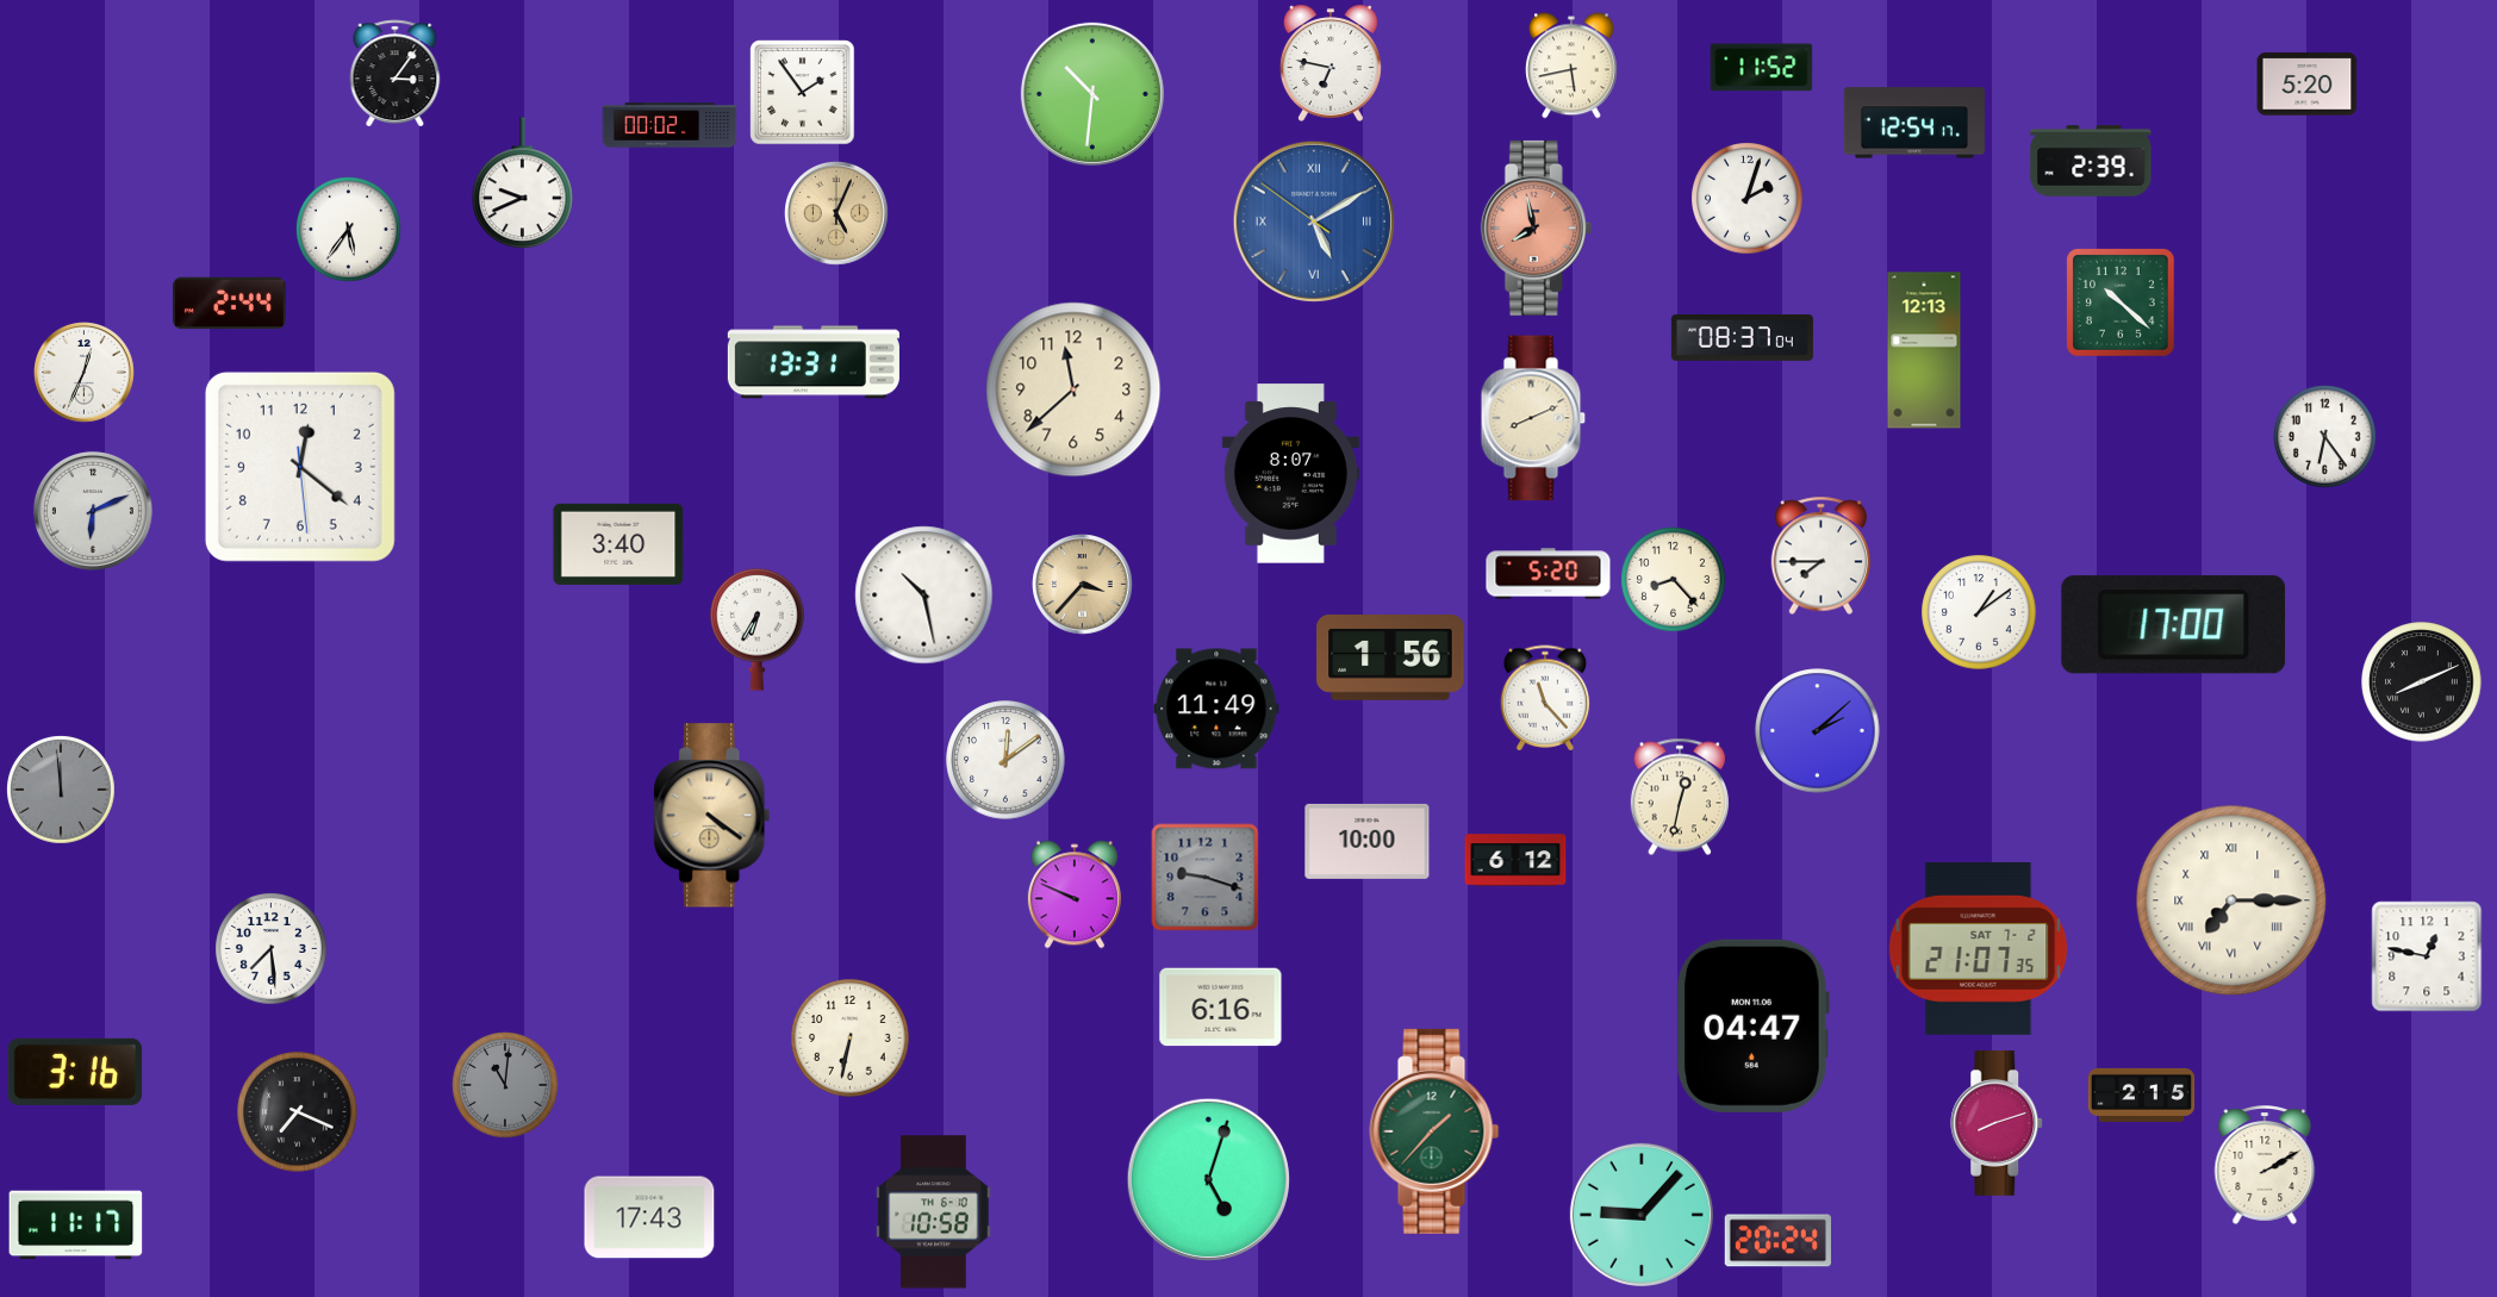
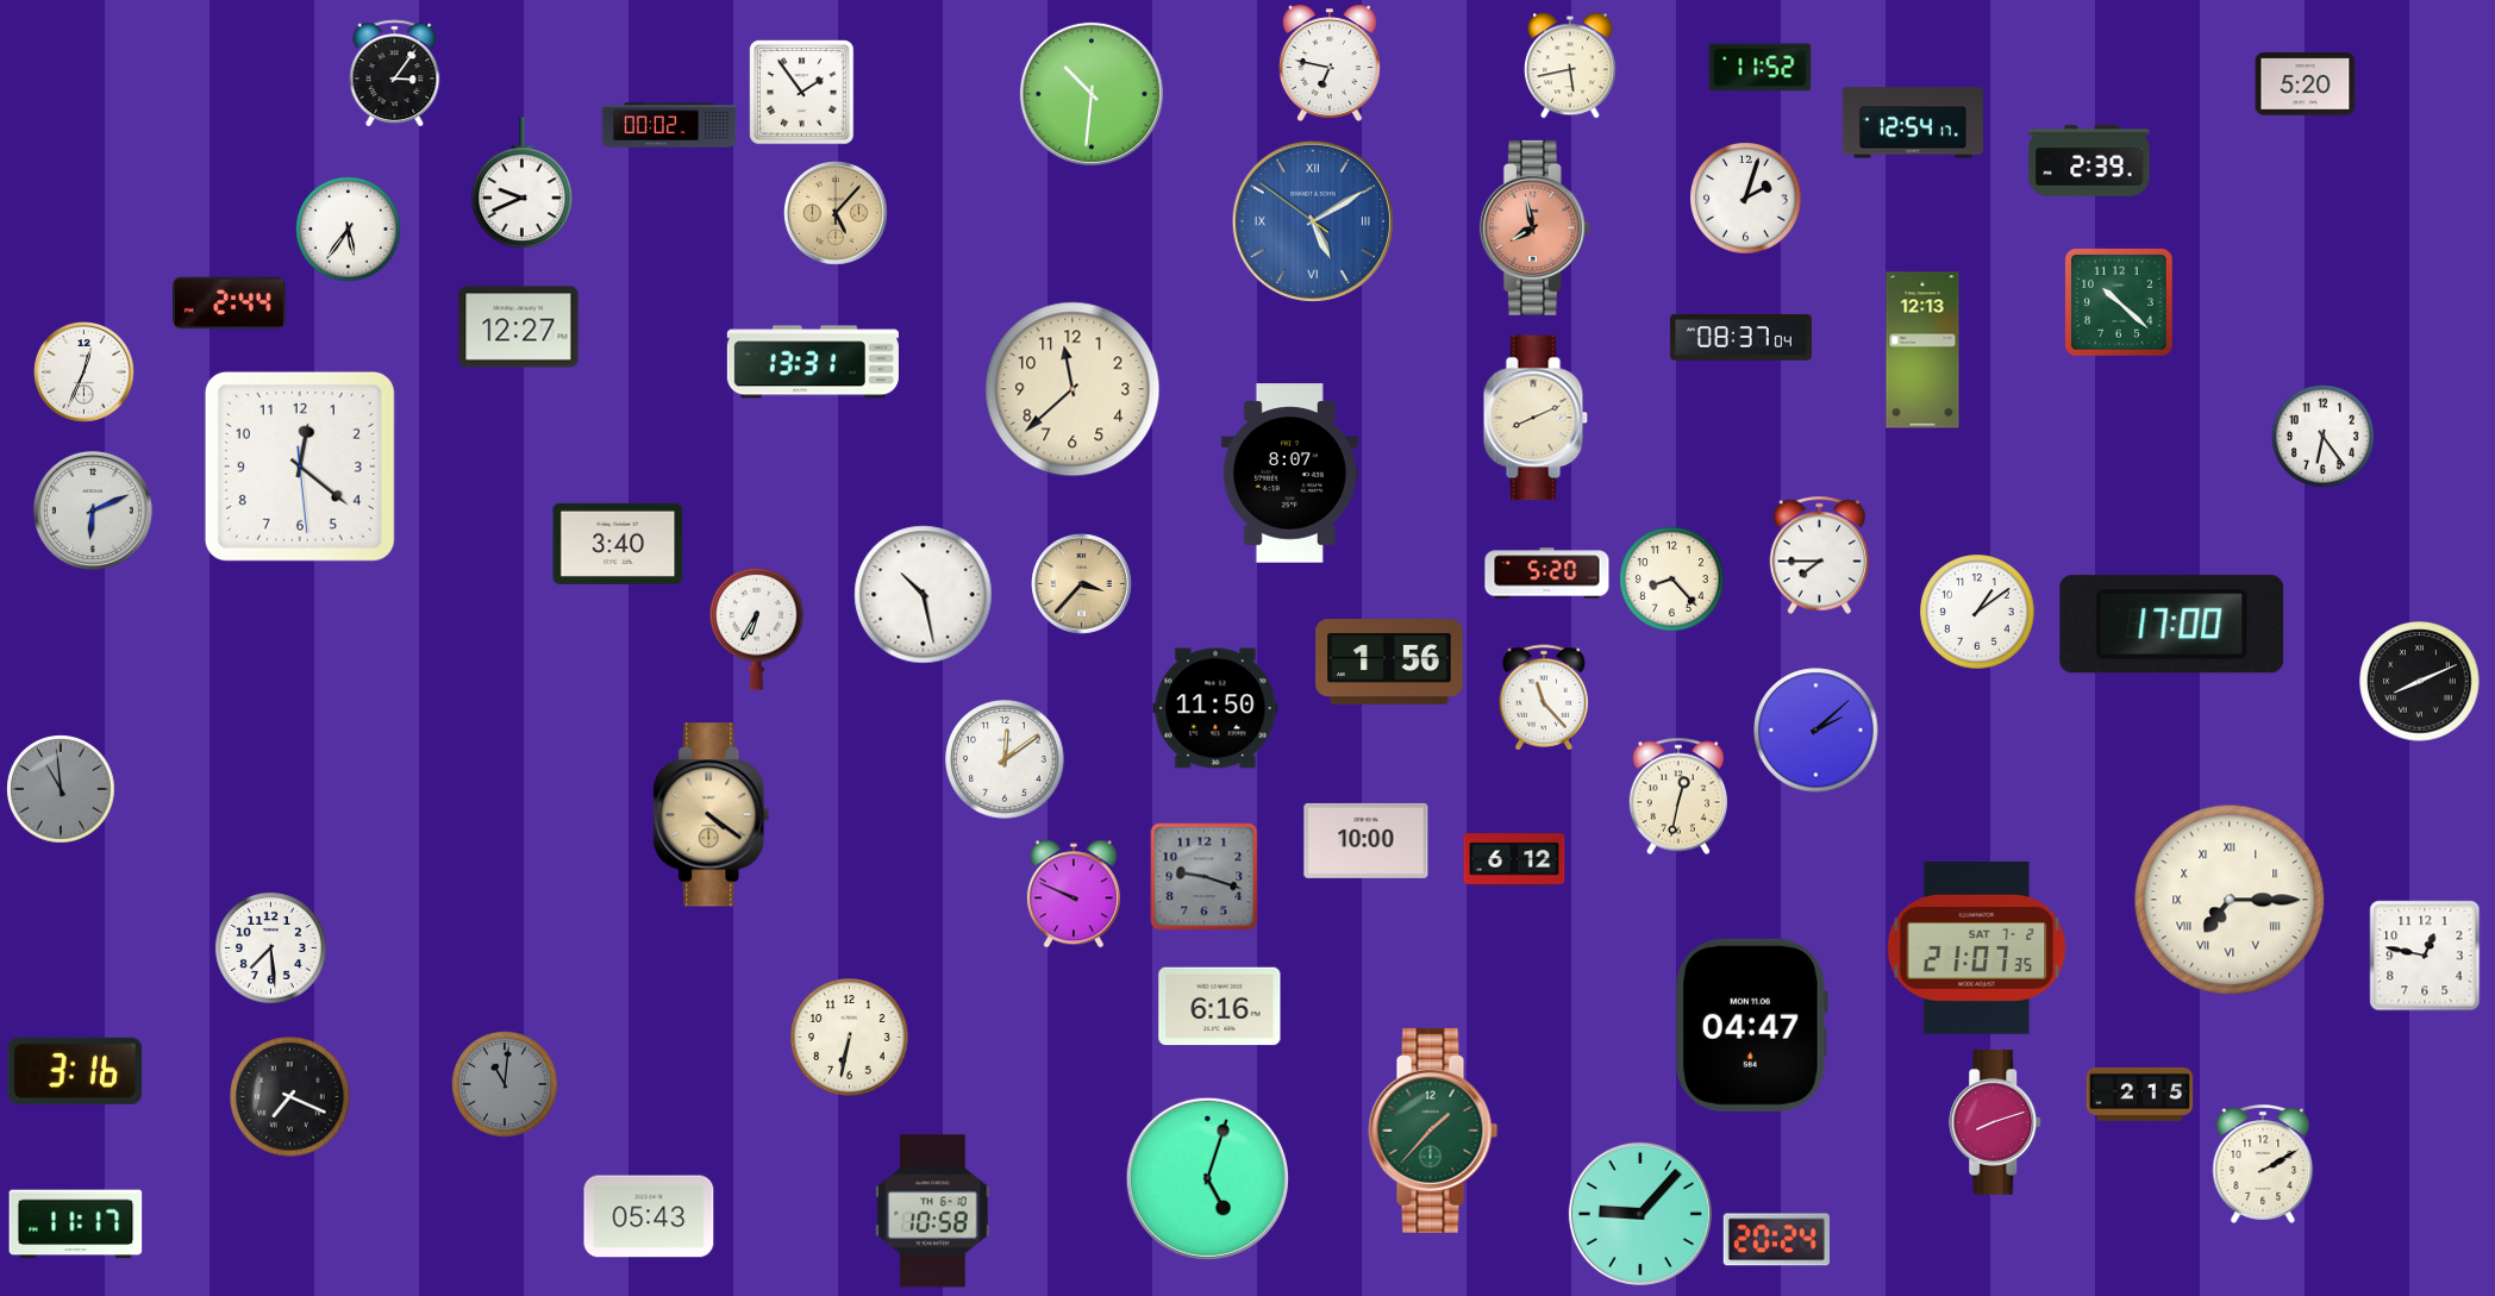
clock at (837, 214): 5:04 -> 5:07
clock at (519, 327): none -> 12:27
clock at (1533, 418) position: (1533, 418) -> (1536, 418)
clock at (1390, 659) position: (1390, 659) -> (1389, 663)
clock at (1216, 709): 11:49 -> 11:50
clock at (62, 791): 11:59 -> 10:59
clock at (298, 1112) position: (298, 1112) -> (290, 1097)
clock at (649, 1217): 17:43 -> 05:43
